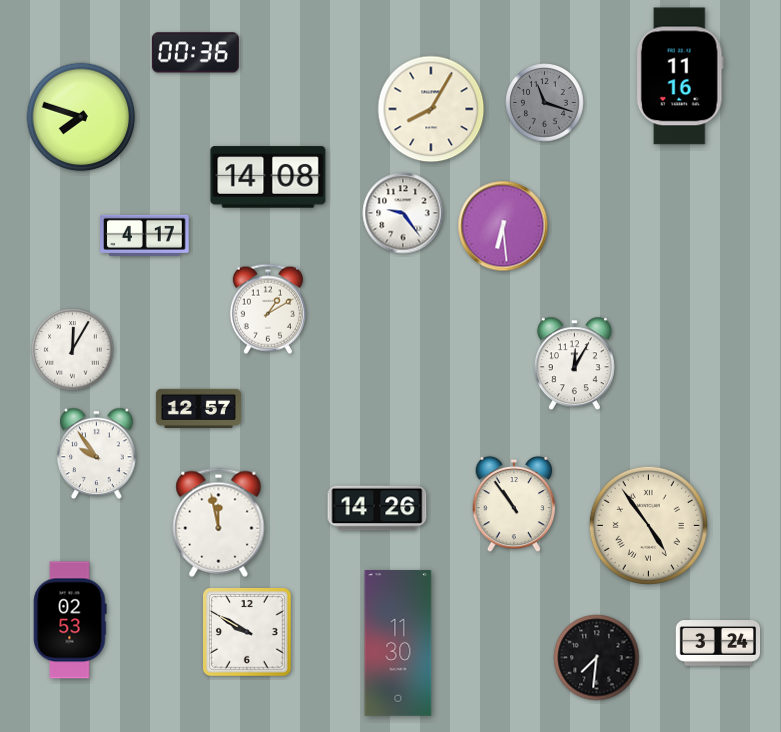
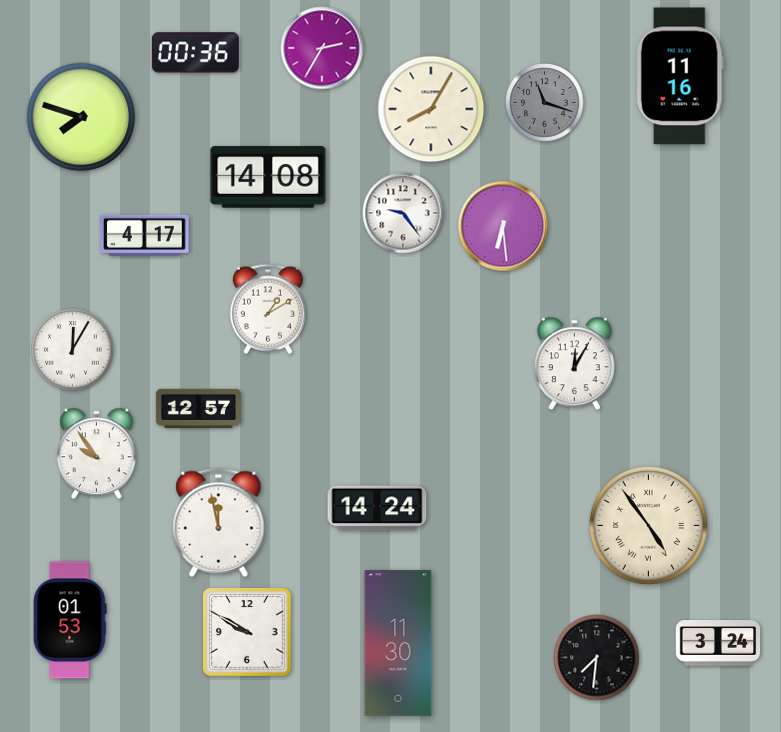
clock at (322, 48): none -> 2:35
clock at (514, 504): 10:54 -> none
clock at (377, 508): 14:26 -> 14:24
clock at (70, 620): 02:53 -> 01:53
